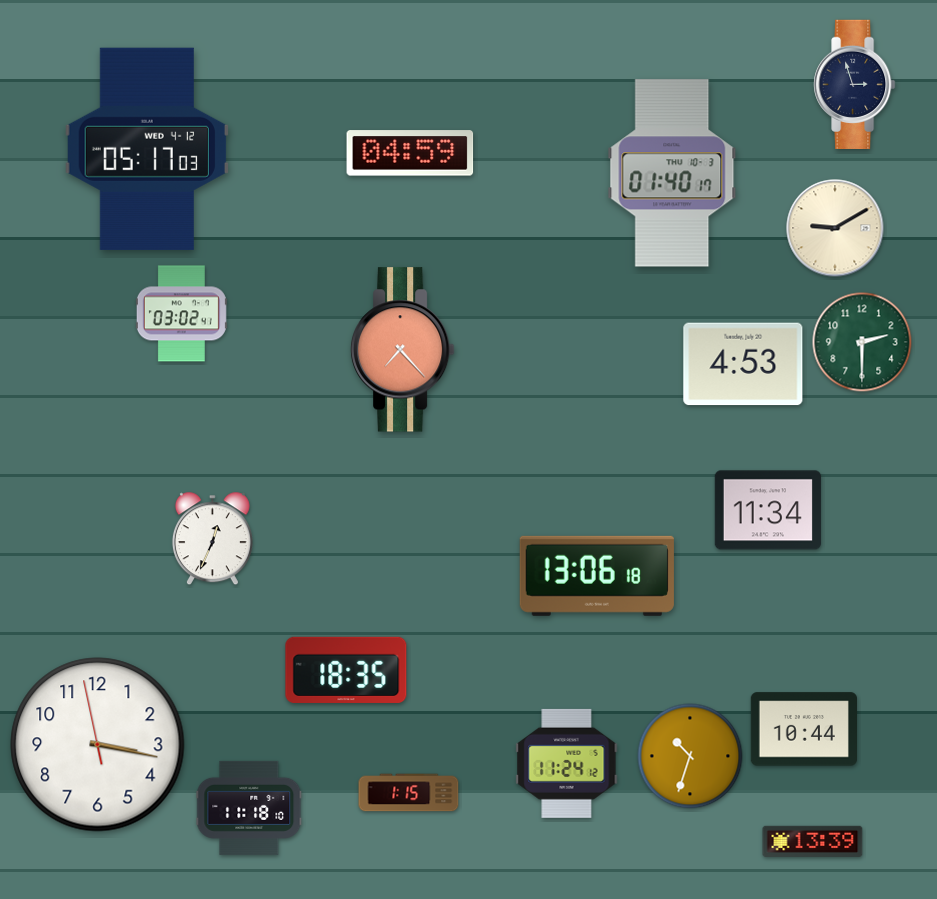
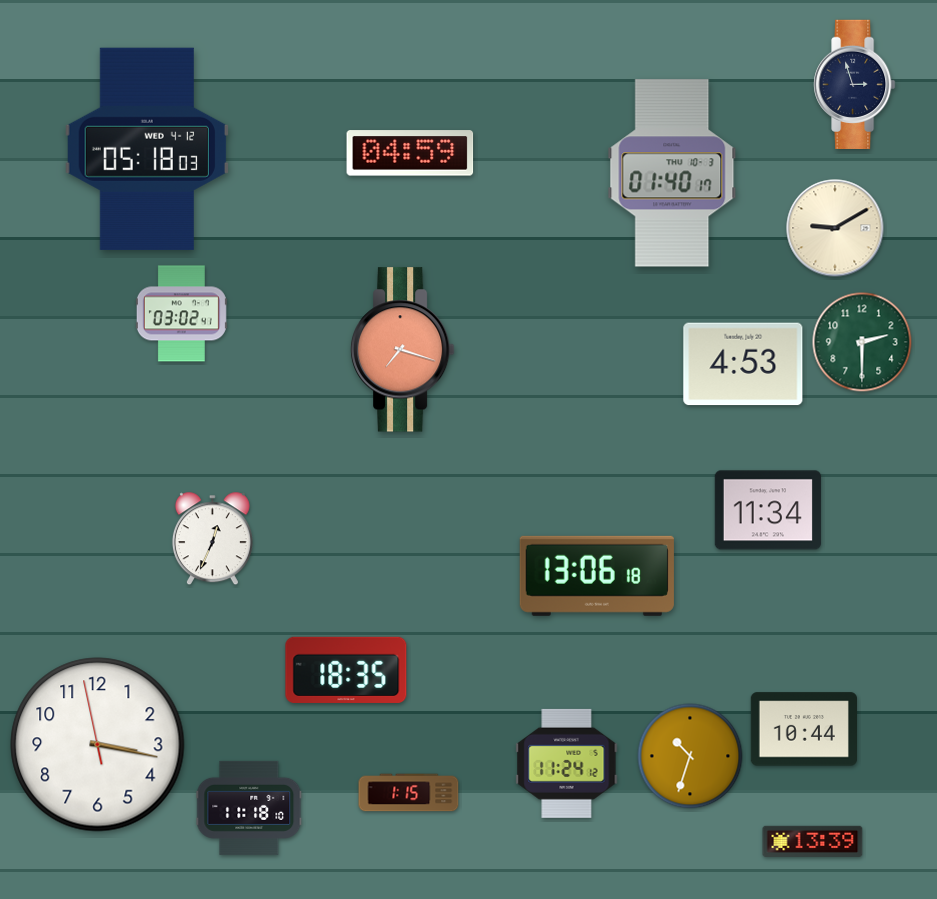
clock at (147, 149): 05:17 -> 05:18
clock at (402, 350): 7:23 -> 7:18
